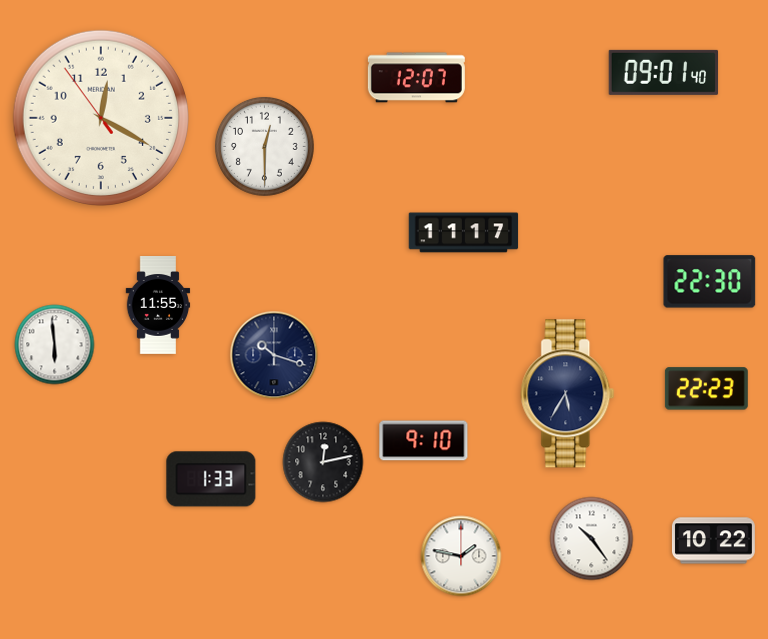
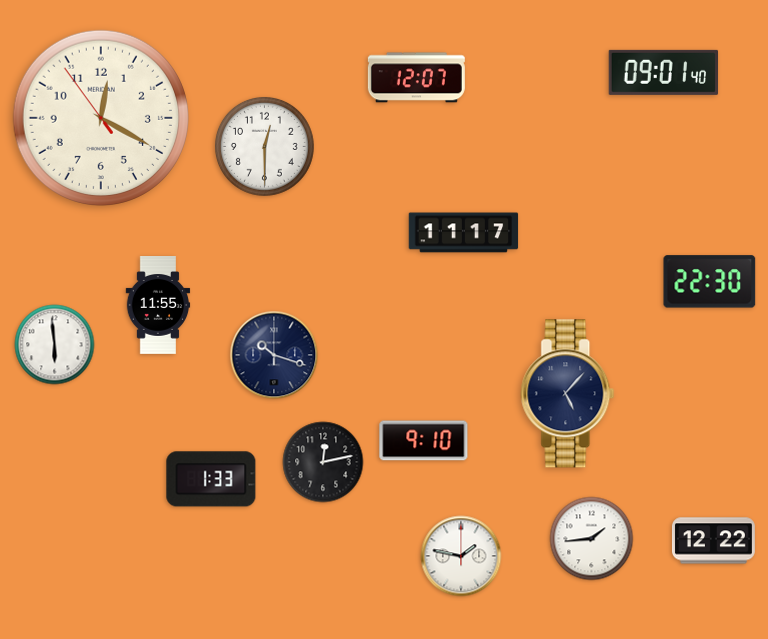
clock at (706, 389): 22:23 -> none
clock at (568, 394): 5:35 -> 5:07
clock at (592, 539): 10:24 -> 1:44
clock at (714, 541): 10:22 -> 12:22
